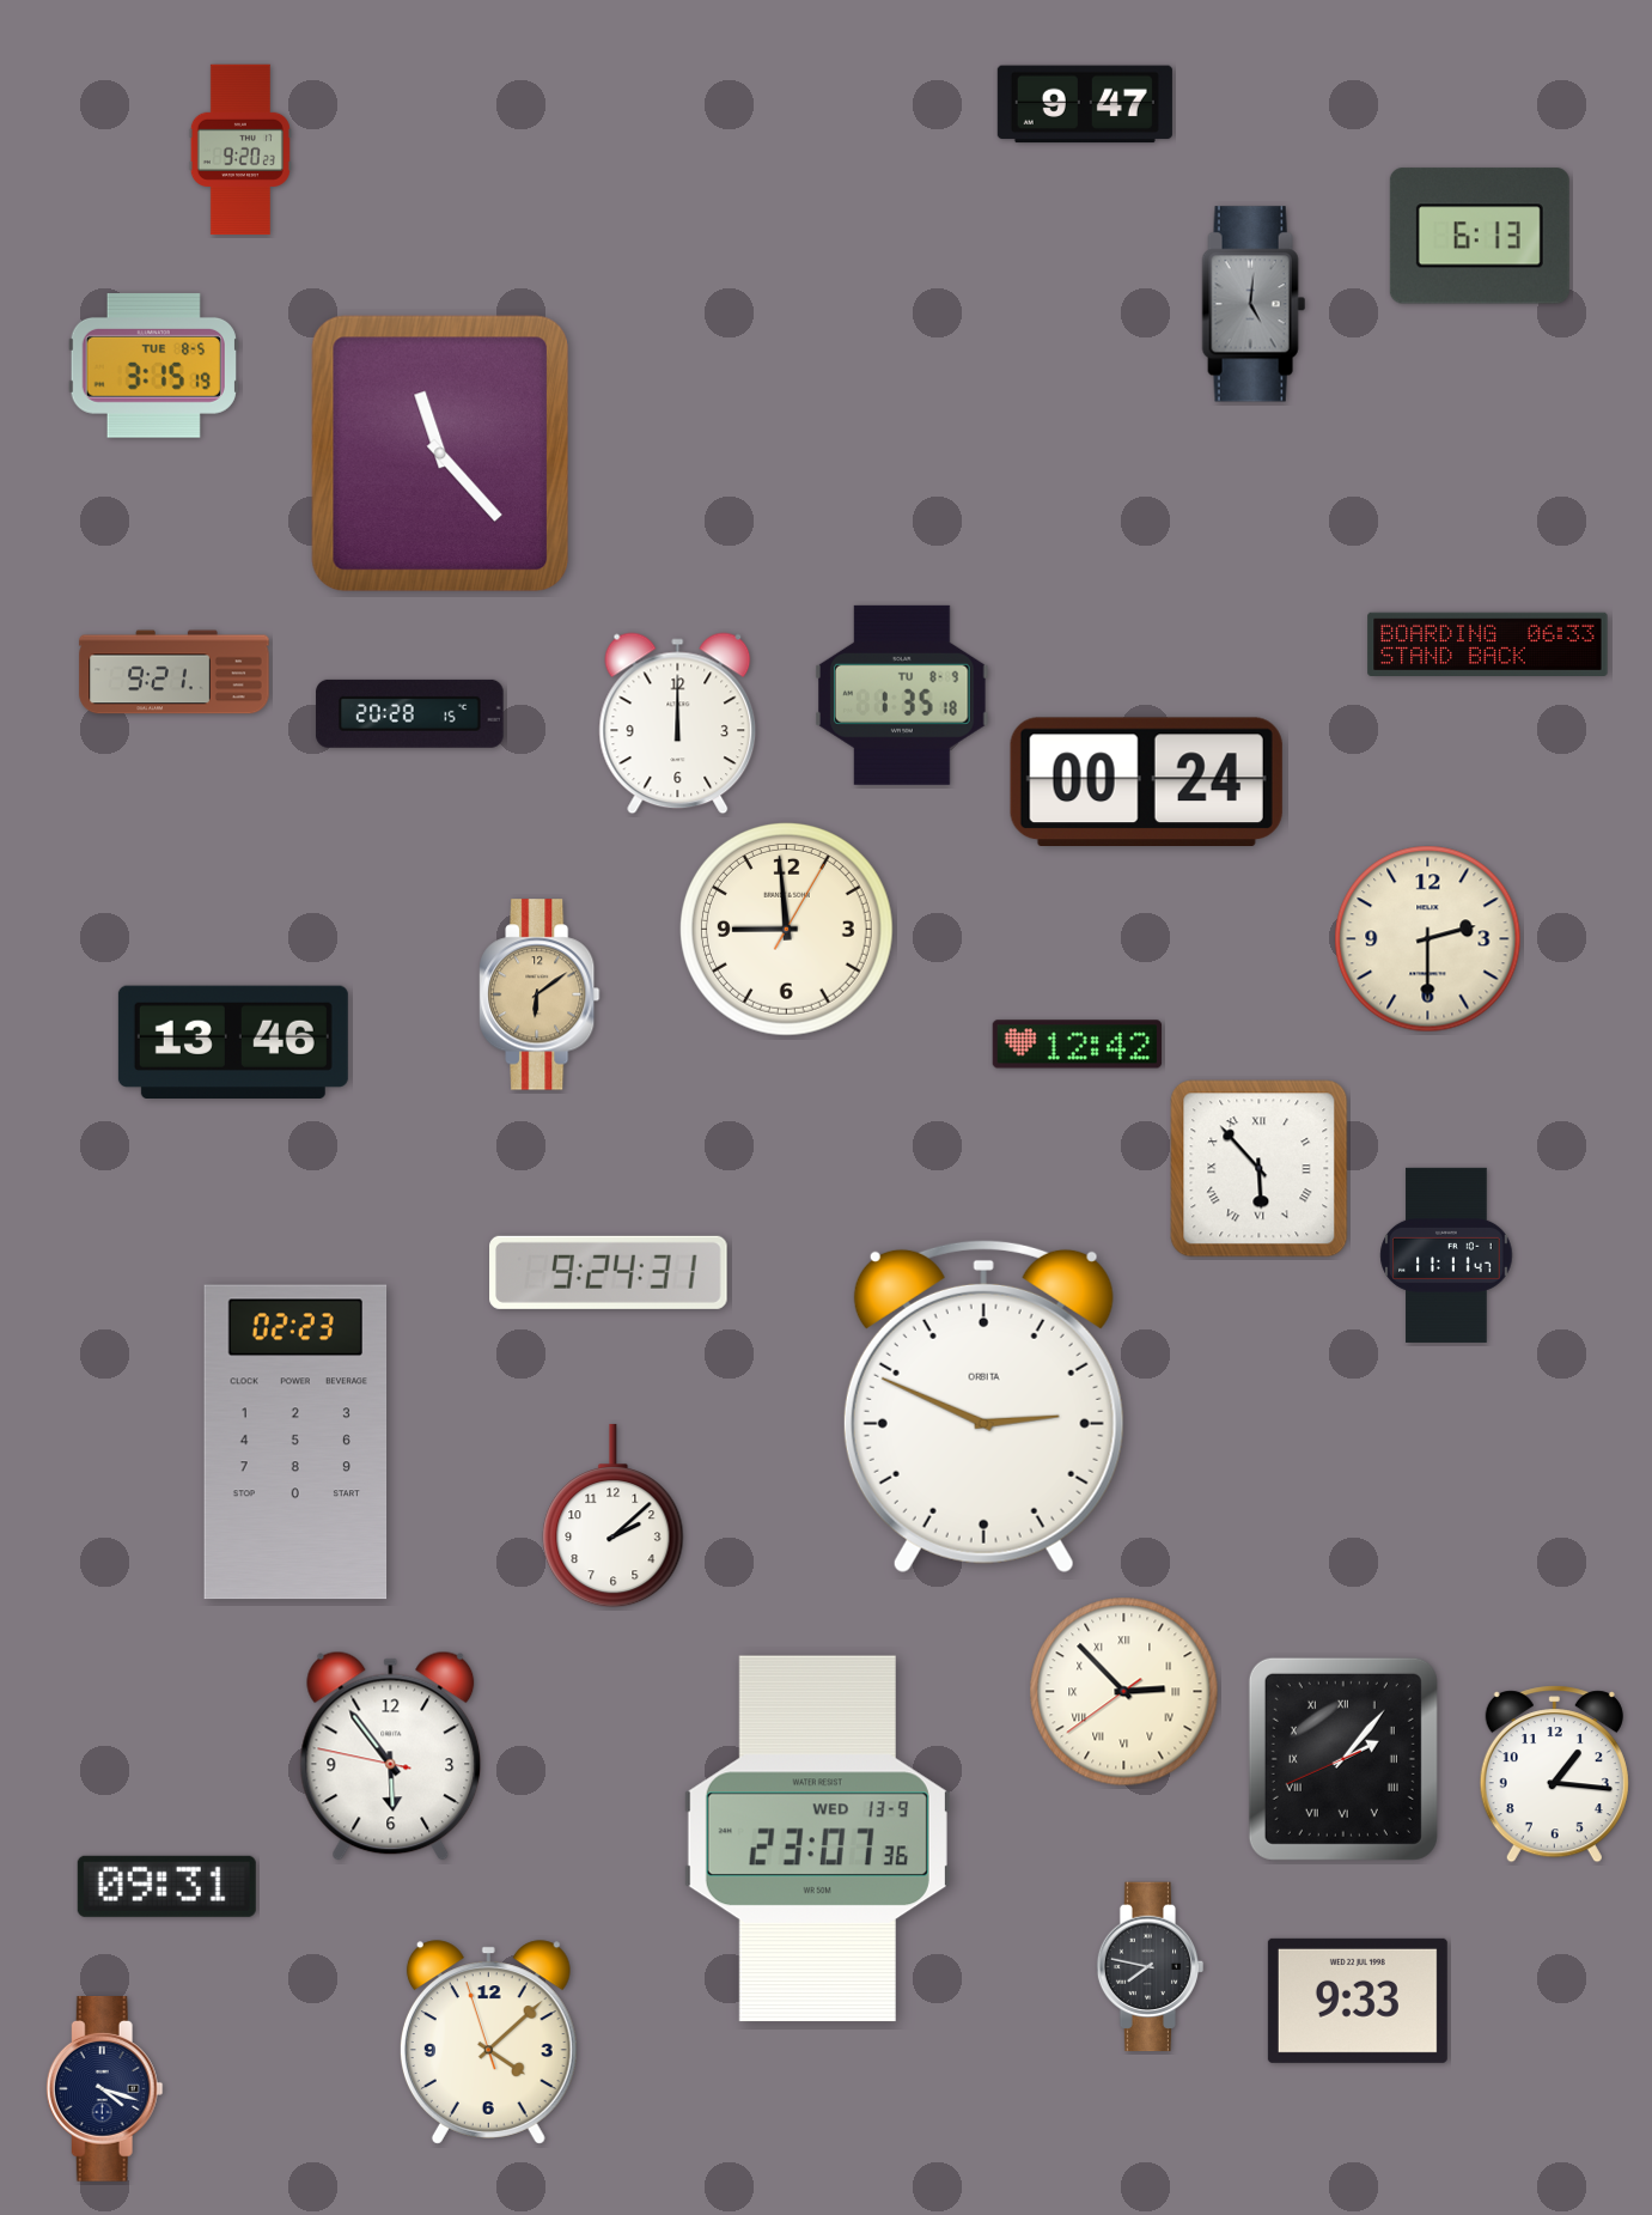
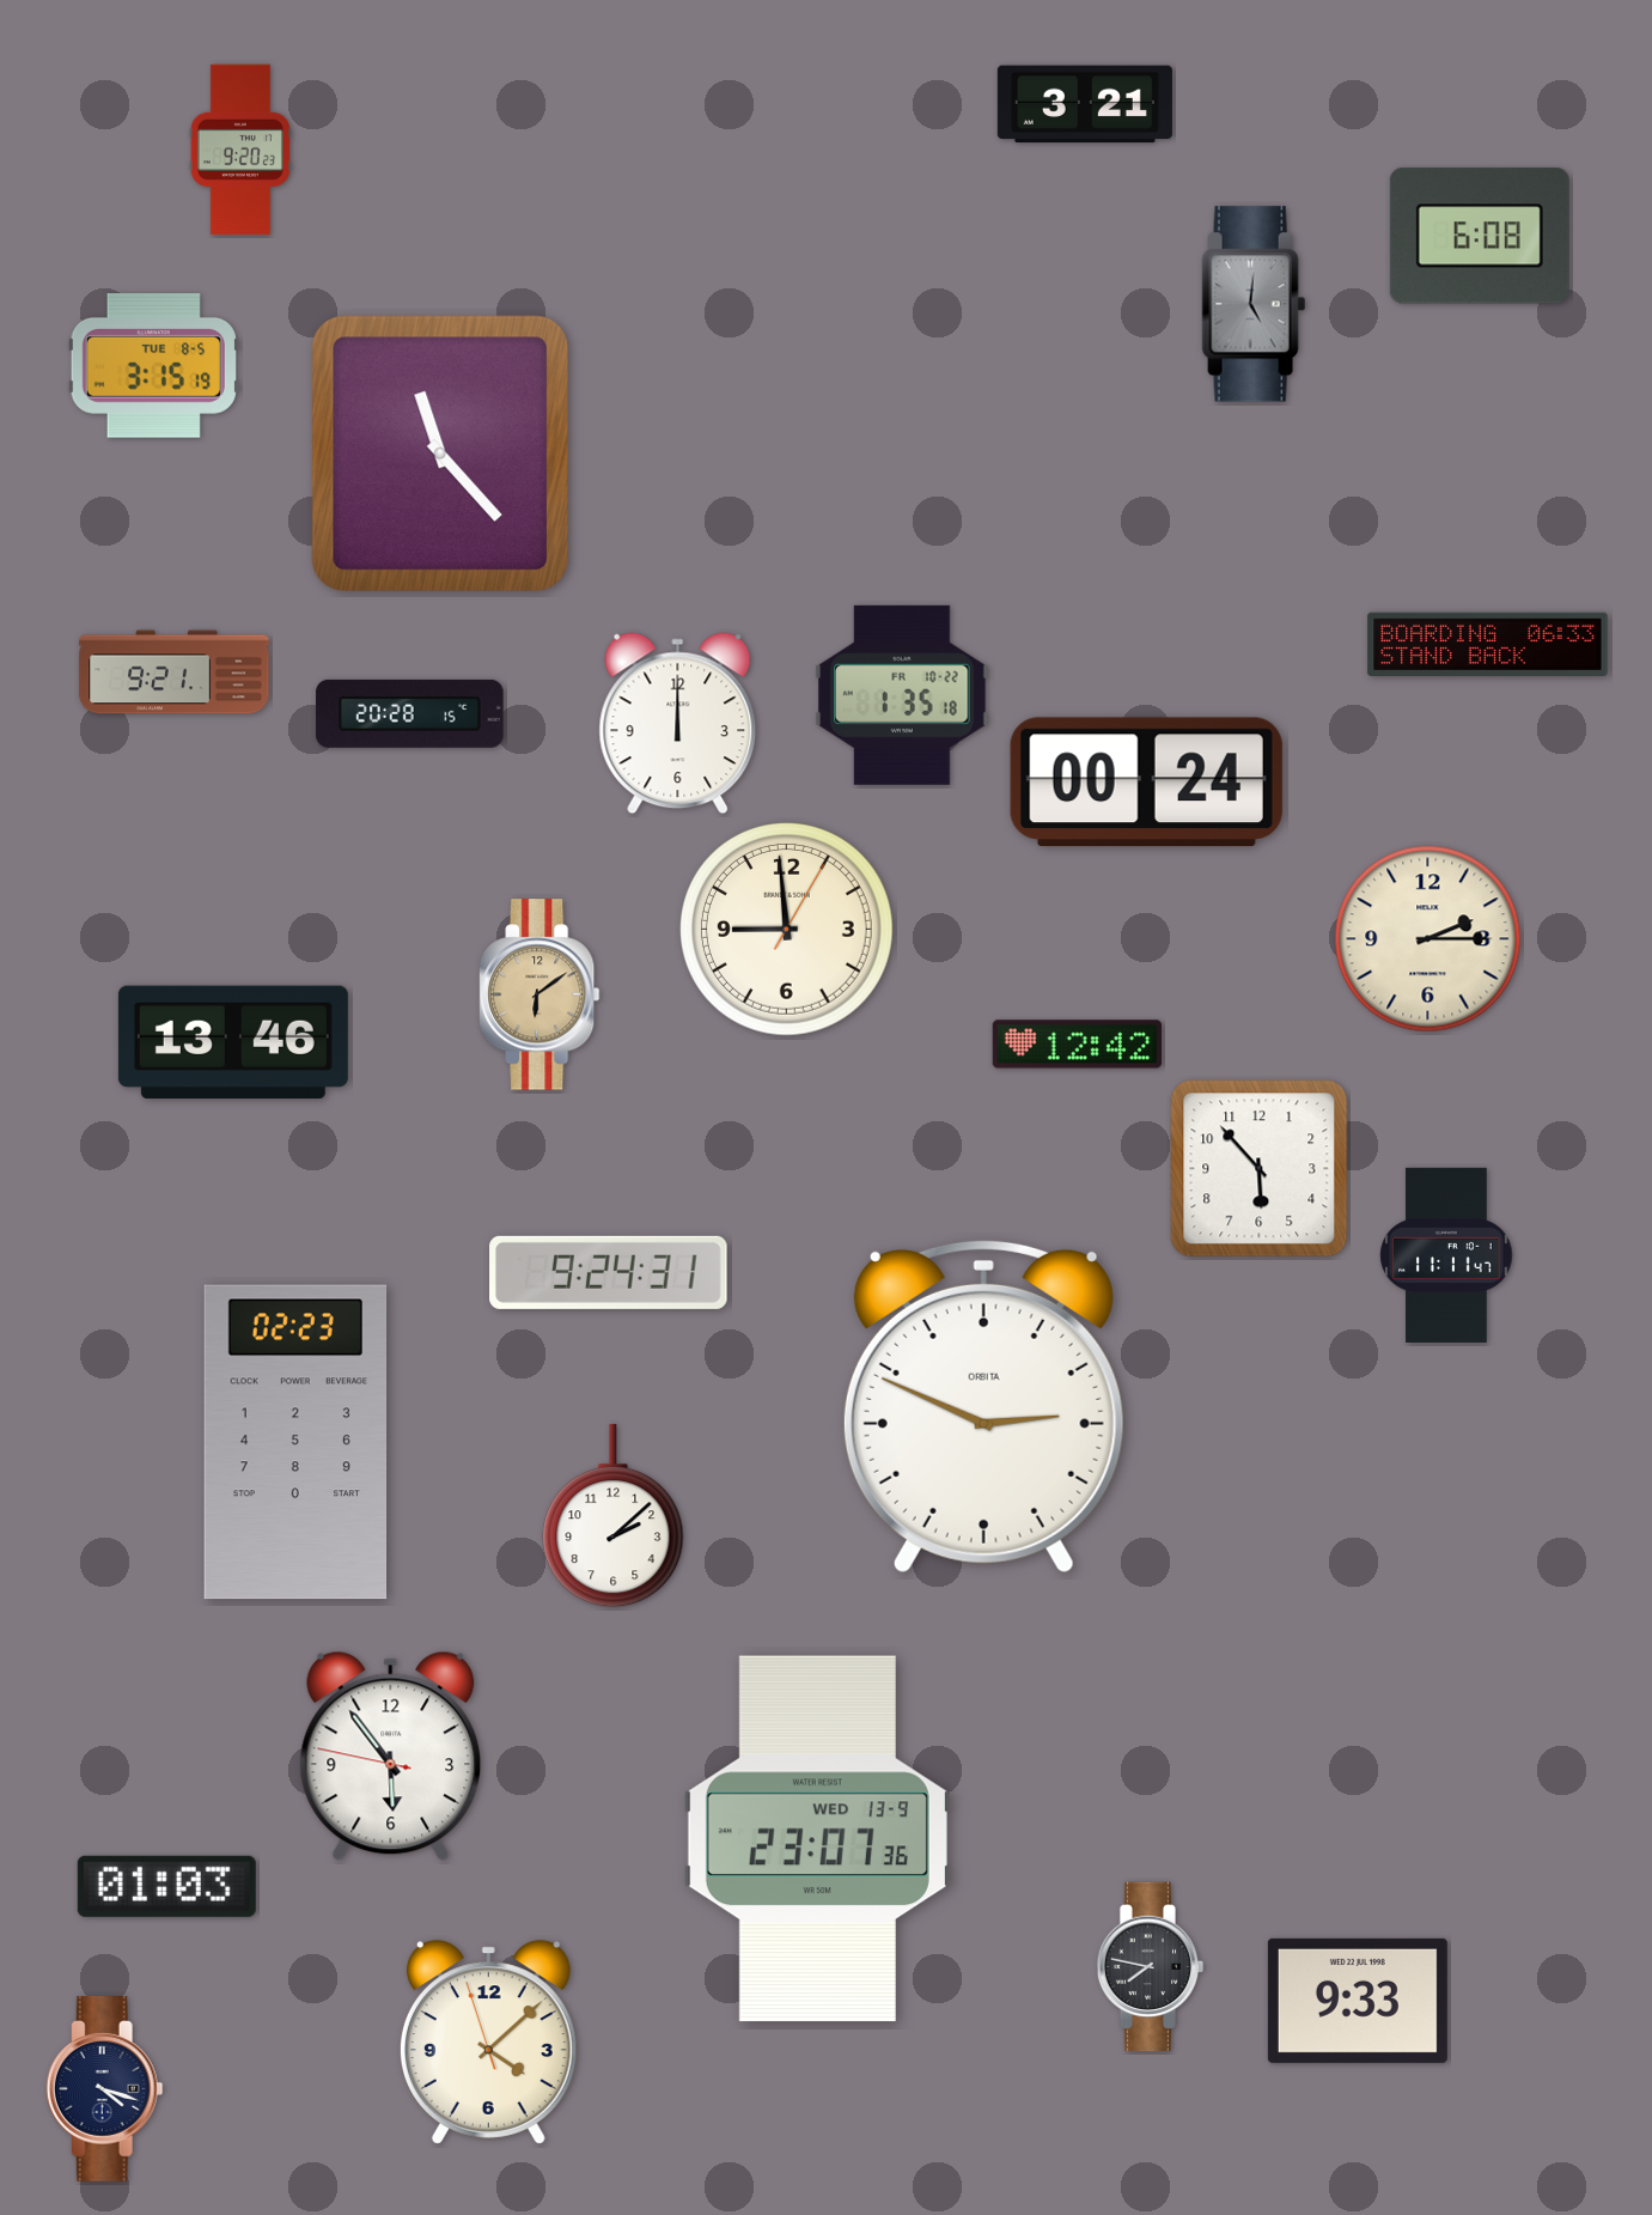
clock at (1085, 104): 9:47 -> 3:21
clock at (1480, 236): 6:13 -> 6:08
clock at (902, 695) date: TU 8-9 -> FR 10-22
clock at (1428, 939): 2:30 -> 2:15
clock at (1260, 1169) numerals: Roman -> Arabic
clock at (1124, 1692): 2:52 -> none
clock at (1343, 1759): 2:06 -> none
clock at (1554, 1775): 1:16 -> none
clock at (166, 1886): 09:31 -> 01:03
